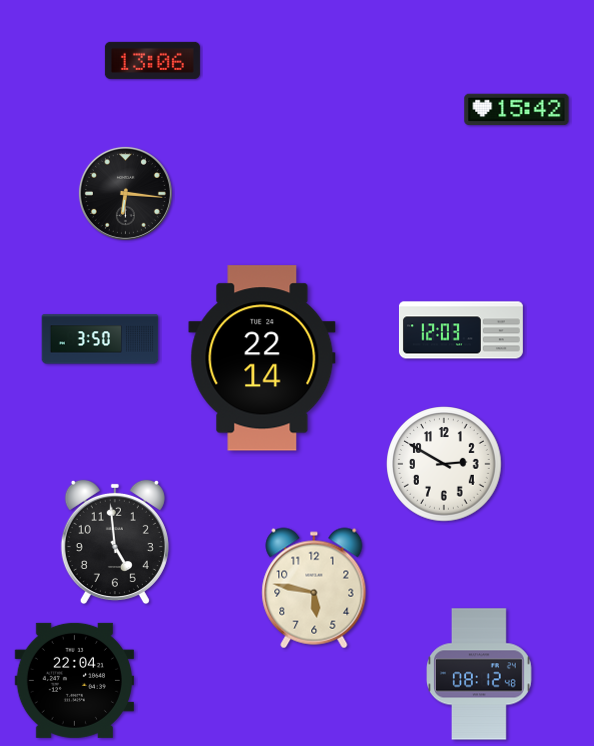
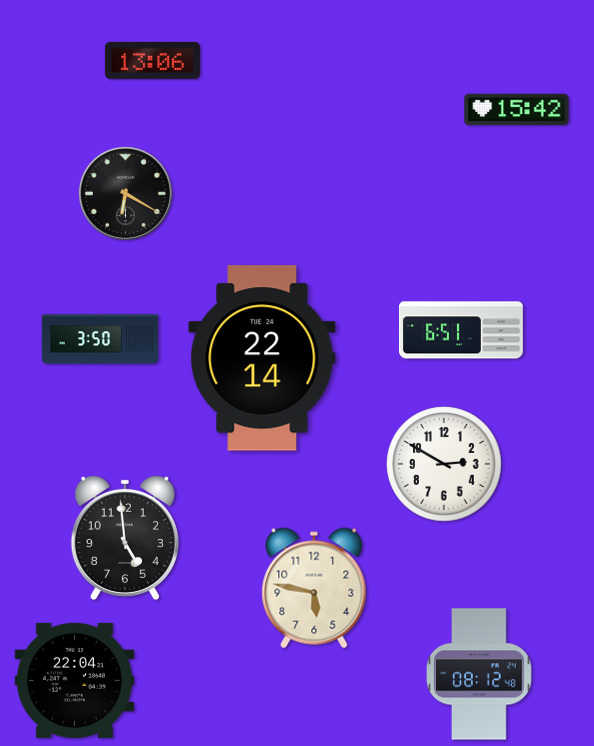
clock at (125, 193): 6:16 -> 6:20
clock at (461, 330): 12:03 -> 6:51
clock at (115, 541) position: (115, 541) -> (125, 537)
